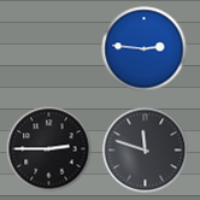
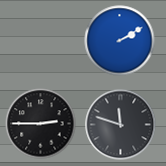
clock at (145, 49): 2:46 -> 2:10
